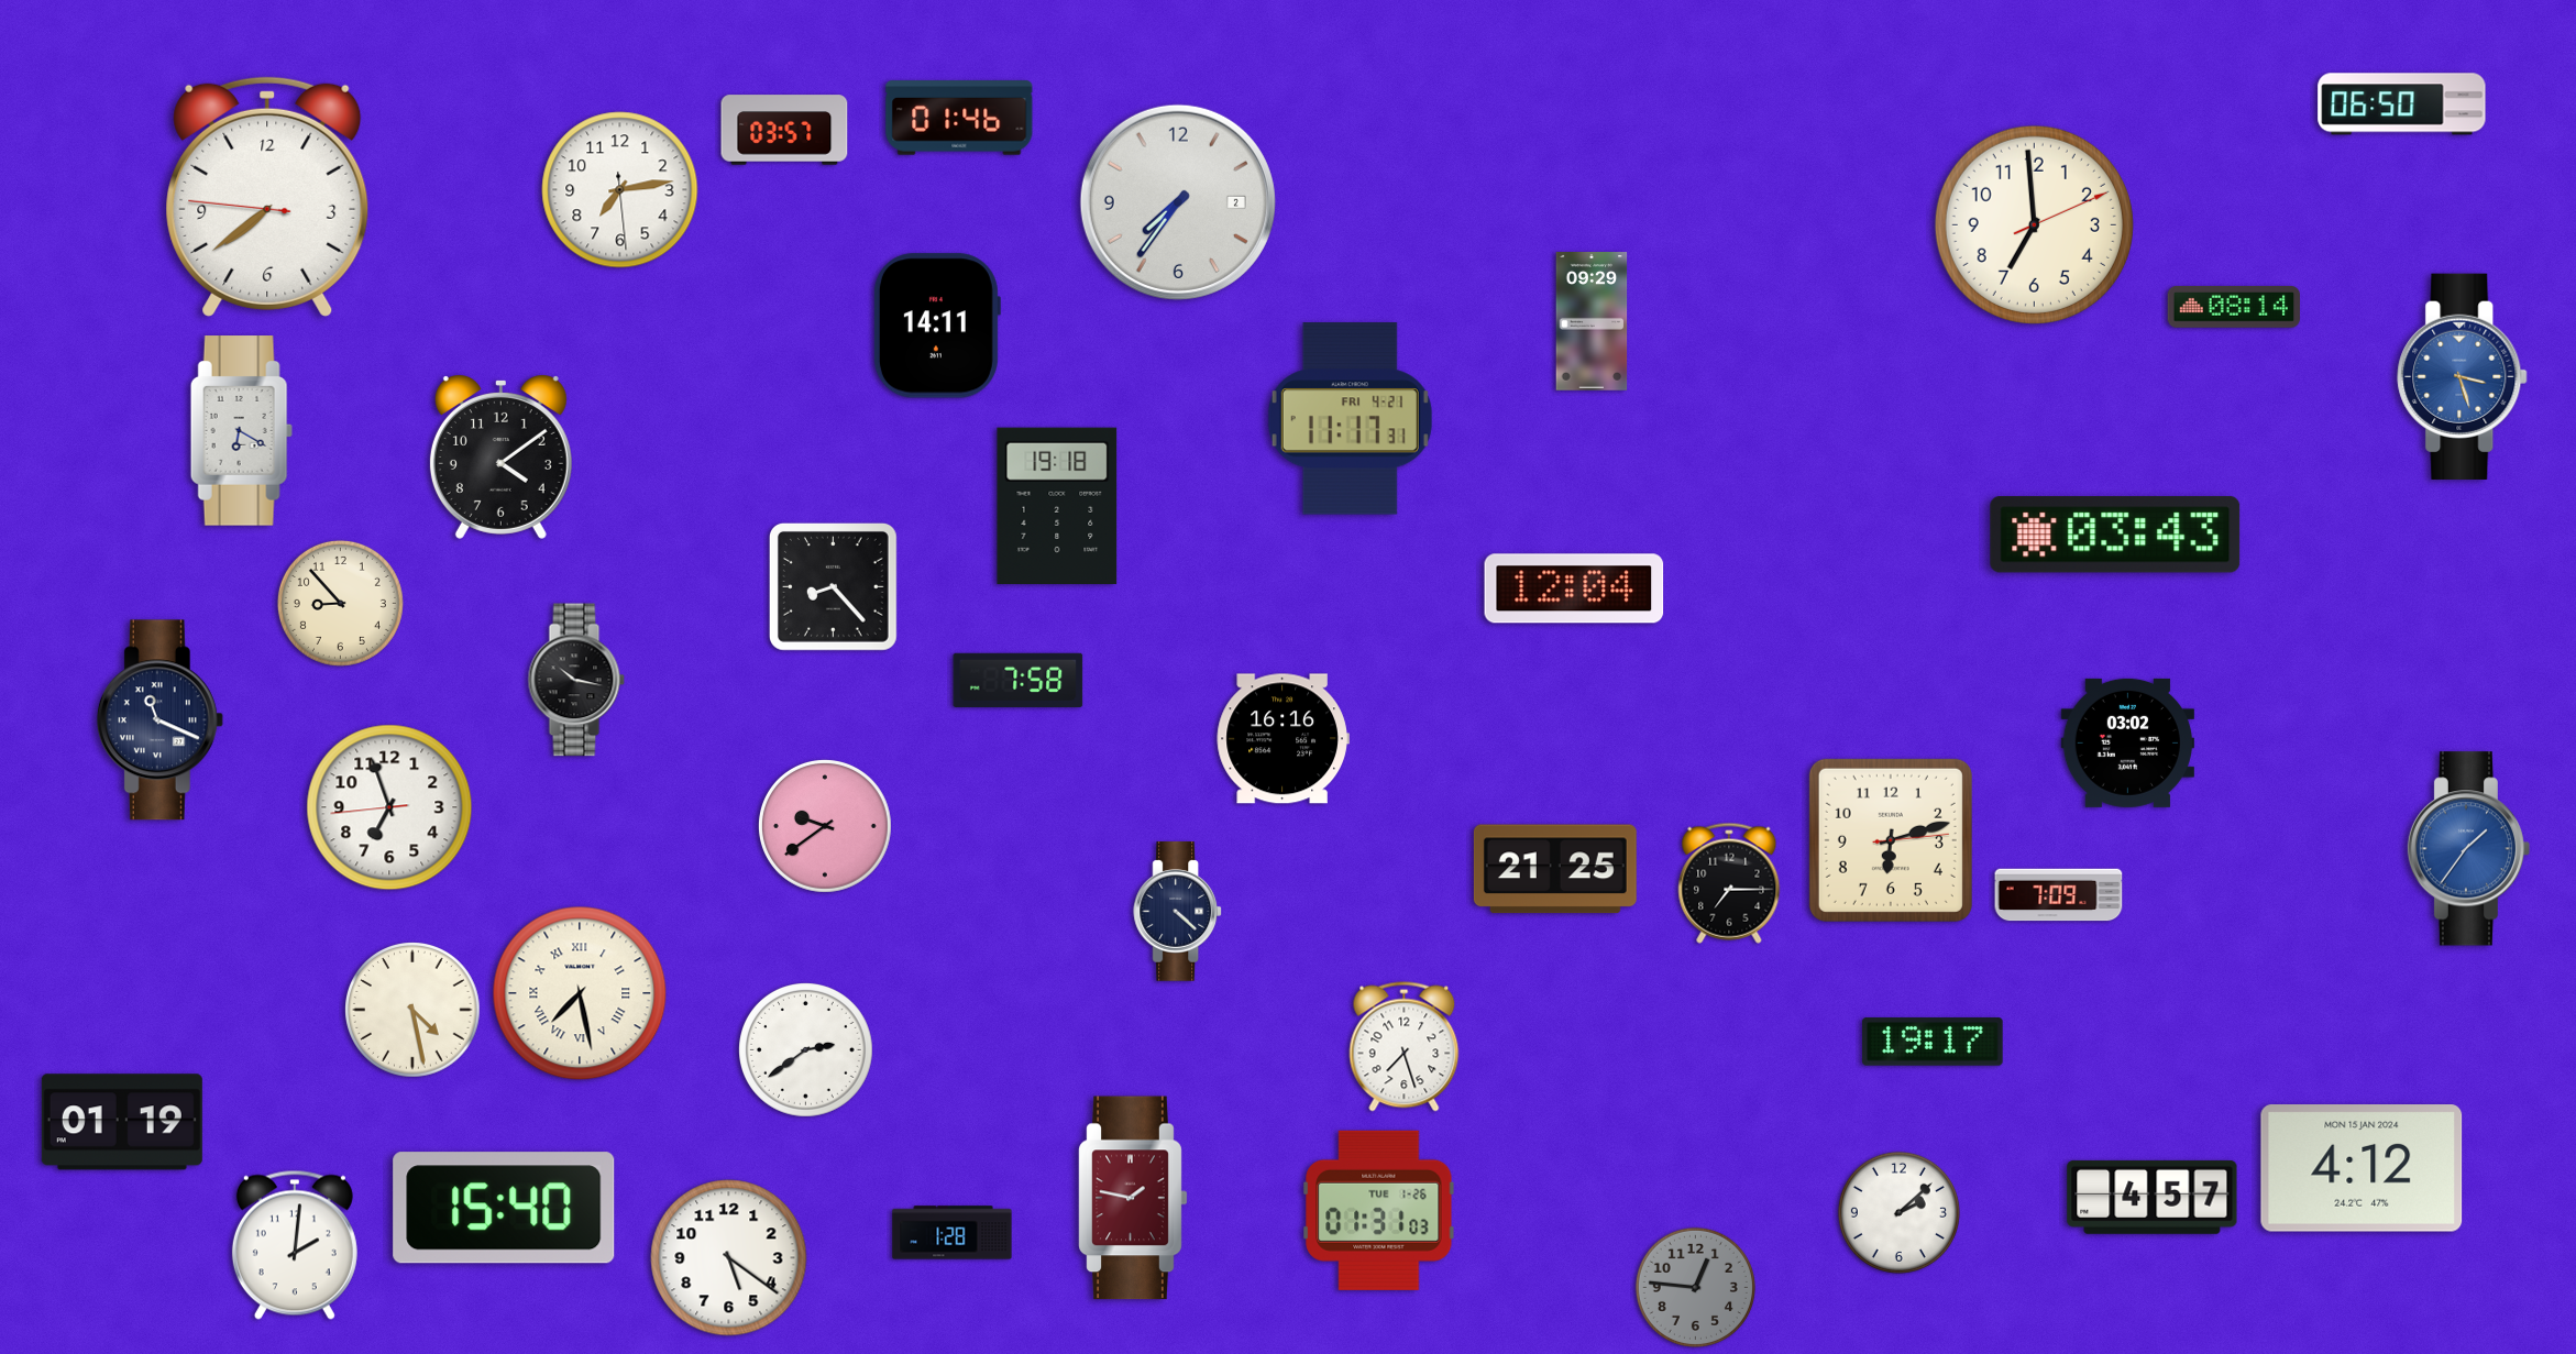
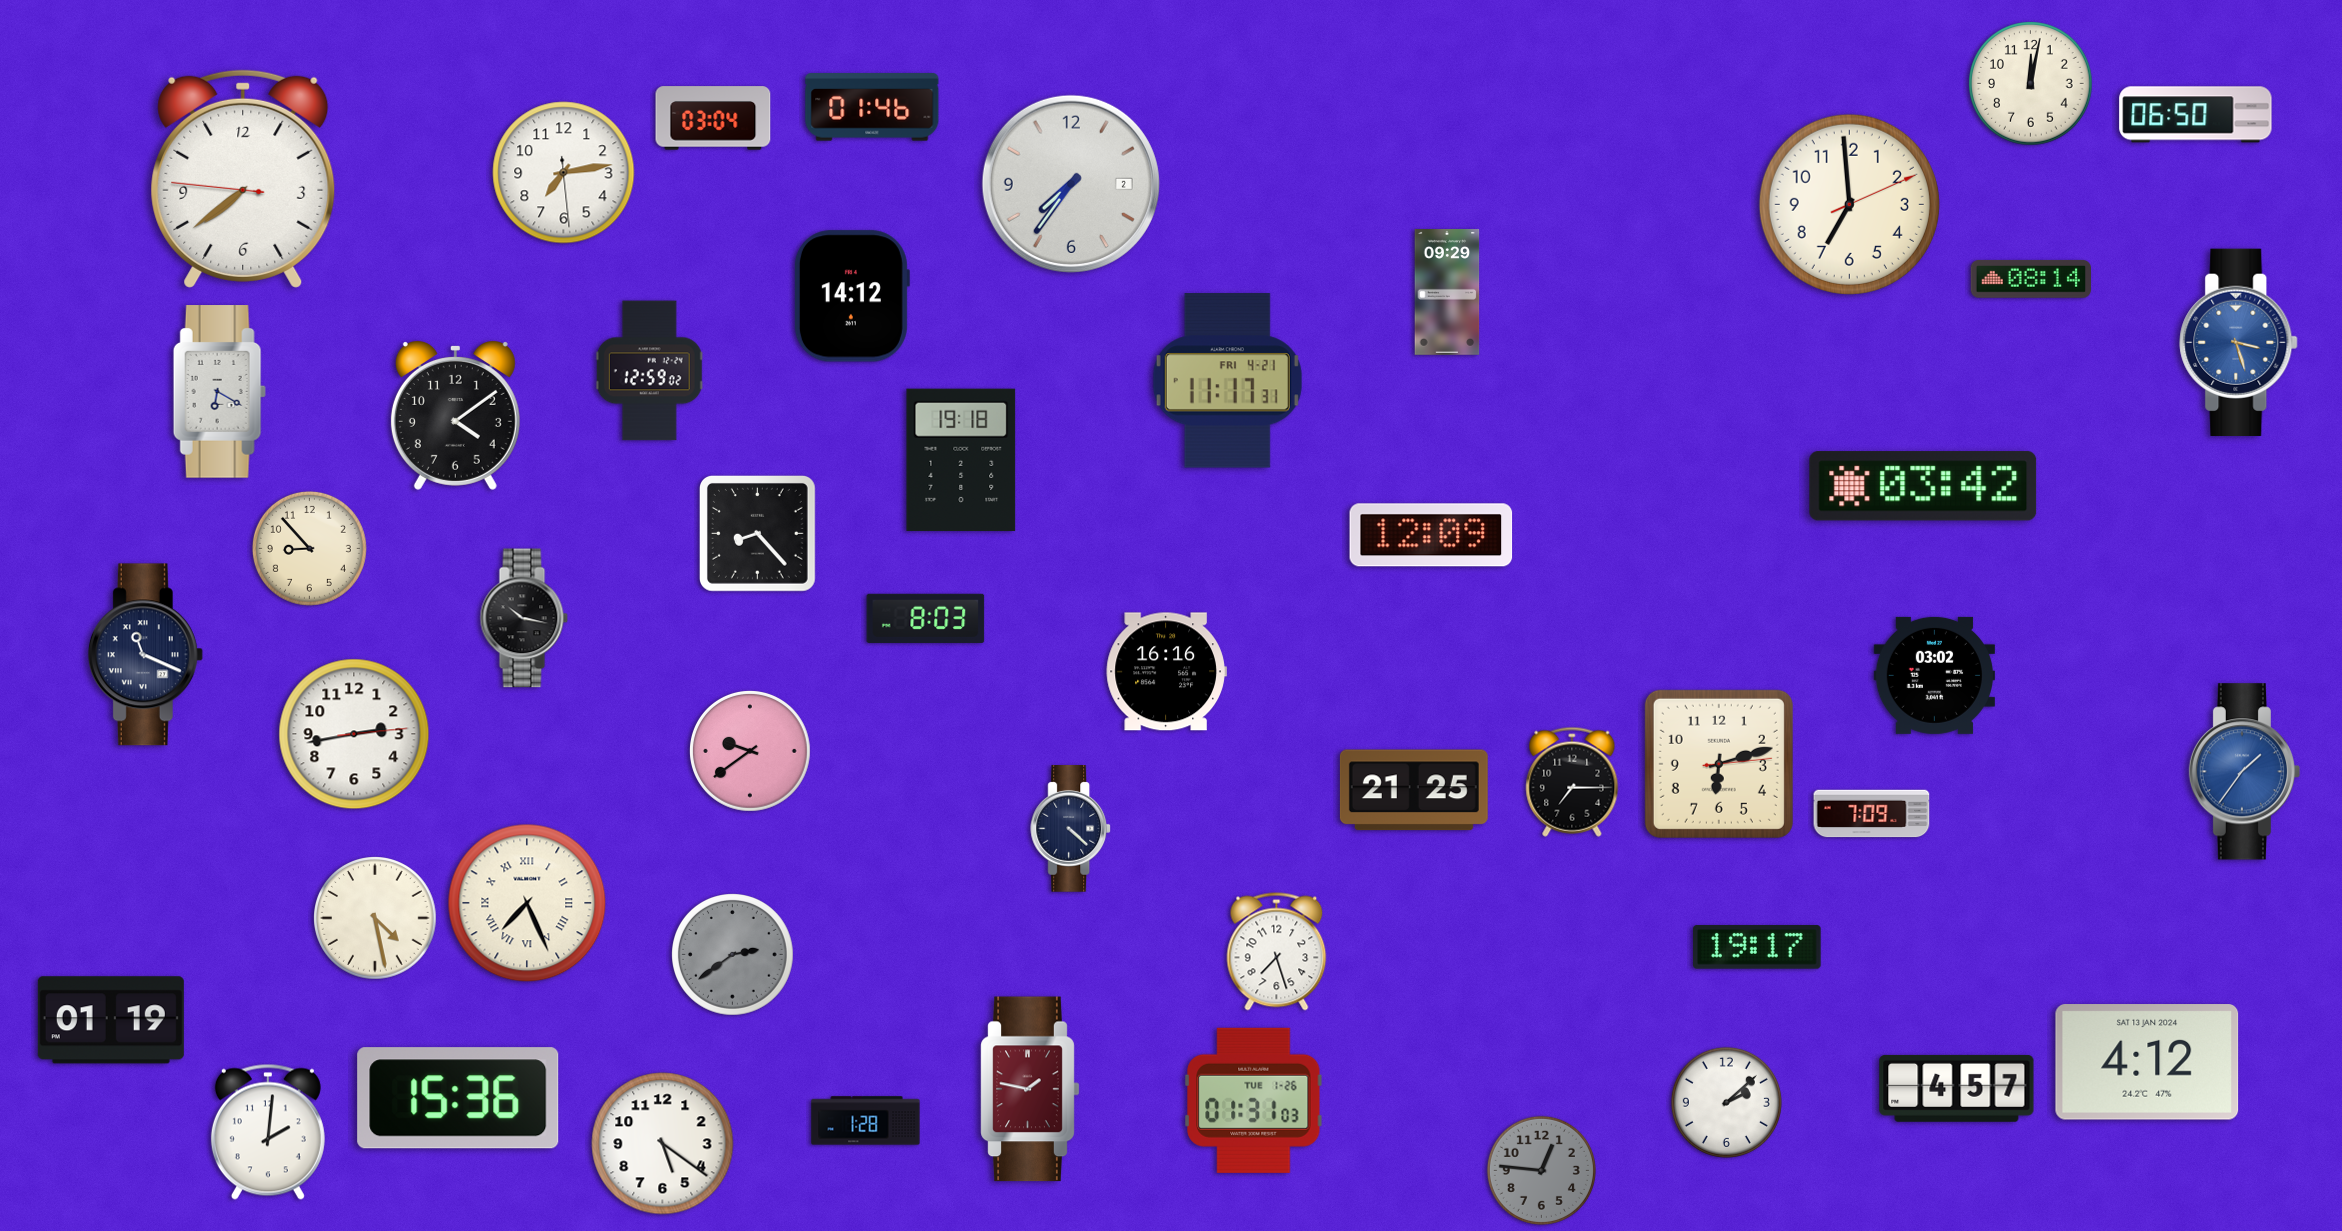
clock at (2031, 84): none -> 12:02
clock at (2402, 104) position: (2402, 104) -> (2196, 115)
clock at (784, 130): 03:57 -> 03:04
clock at (936, 326): 14:11 -> 14:12
clock at (649, 371): none -> 12:59
clock at (2115, 535): 03:43 -> 03:42
clock at (1574, 588): 12:04 -> 12:09
clock at (1019, 680): 7:58 -> 8:03
clock at (389, 807): 6:56 -> 2:43
clock at (1729, 883) position: (1729, 883) -> (1572, 782)
clock at (580, 993): 7:28 -> 7:26
clock at (806, 1050) dial: white -> grey
clock at (2362, 1168) date: MON 15 JAN 2024 -> SAT 13 JAN 2024
clock at (504, 1208): 15:40 -> 15:36
